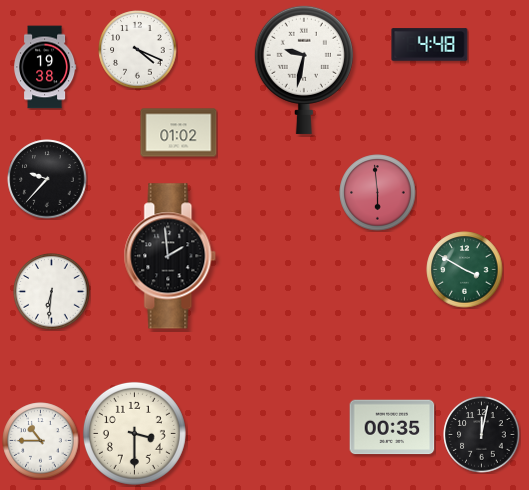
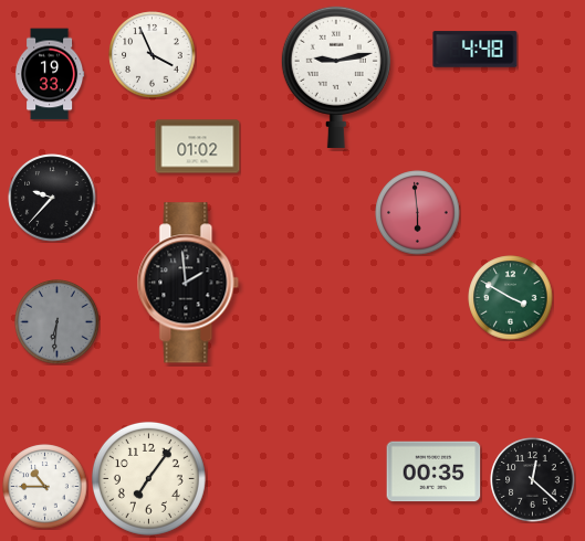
clock at (138, 50): 4:19 -> 3:56
clock at (46, 67): 19:38 -> 19:33
clock at (304, 69): 9:32 -> 9:13
clock at (465, 270) position: (465, 270) -> (511, 298)
clock at (52, 292) dial: white -> grey
clock at (134, 433): 3:30 -> 7:06
clock at (482, 435): 12:02 -> 12:22
